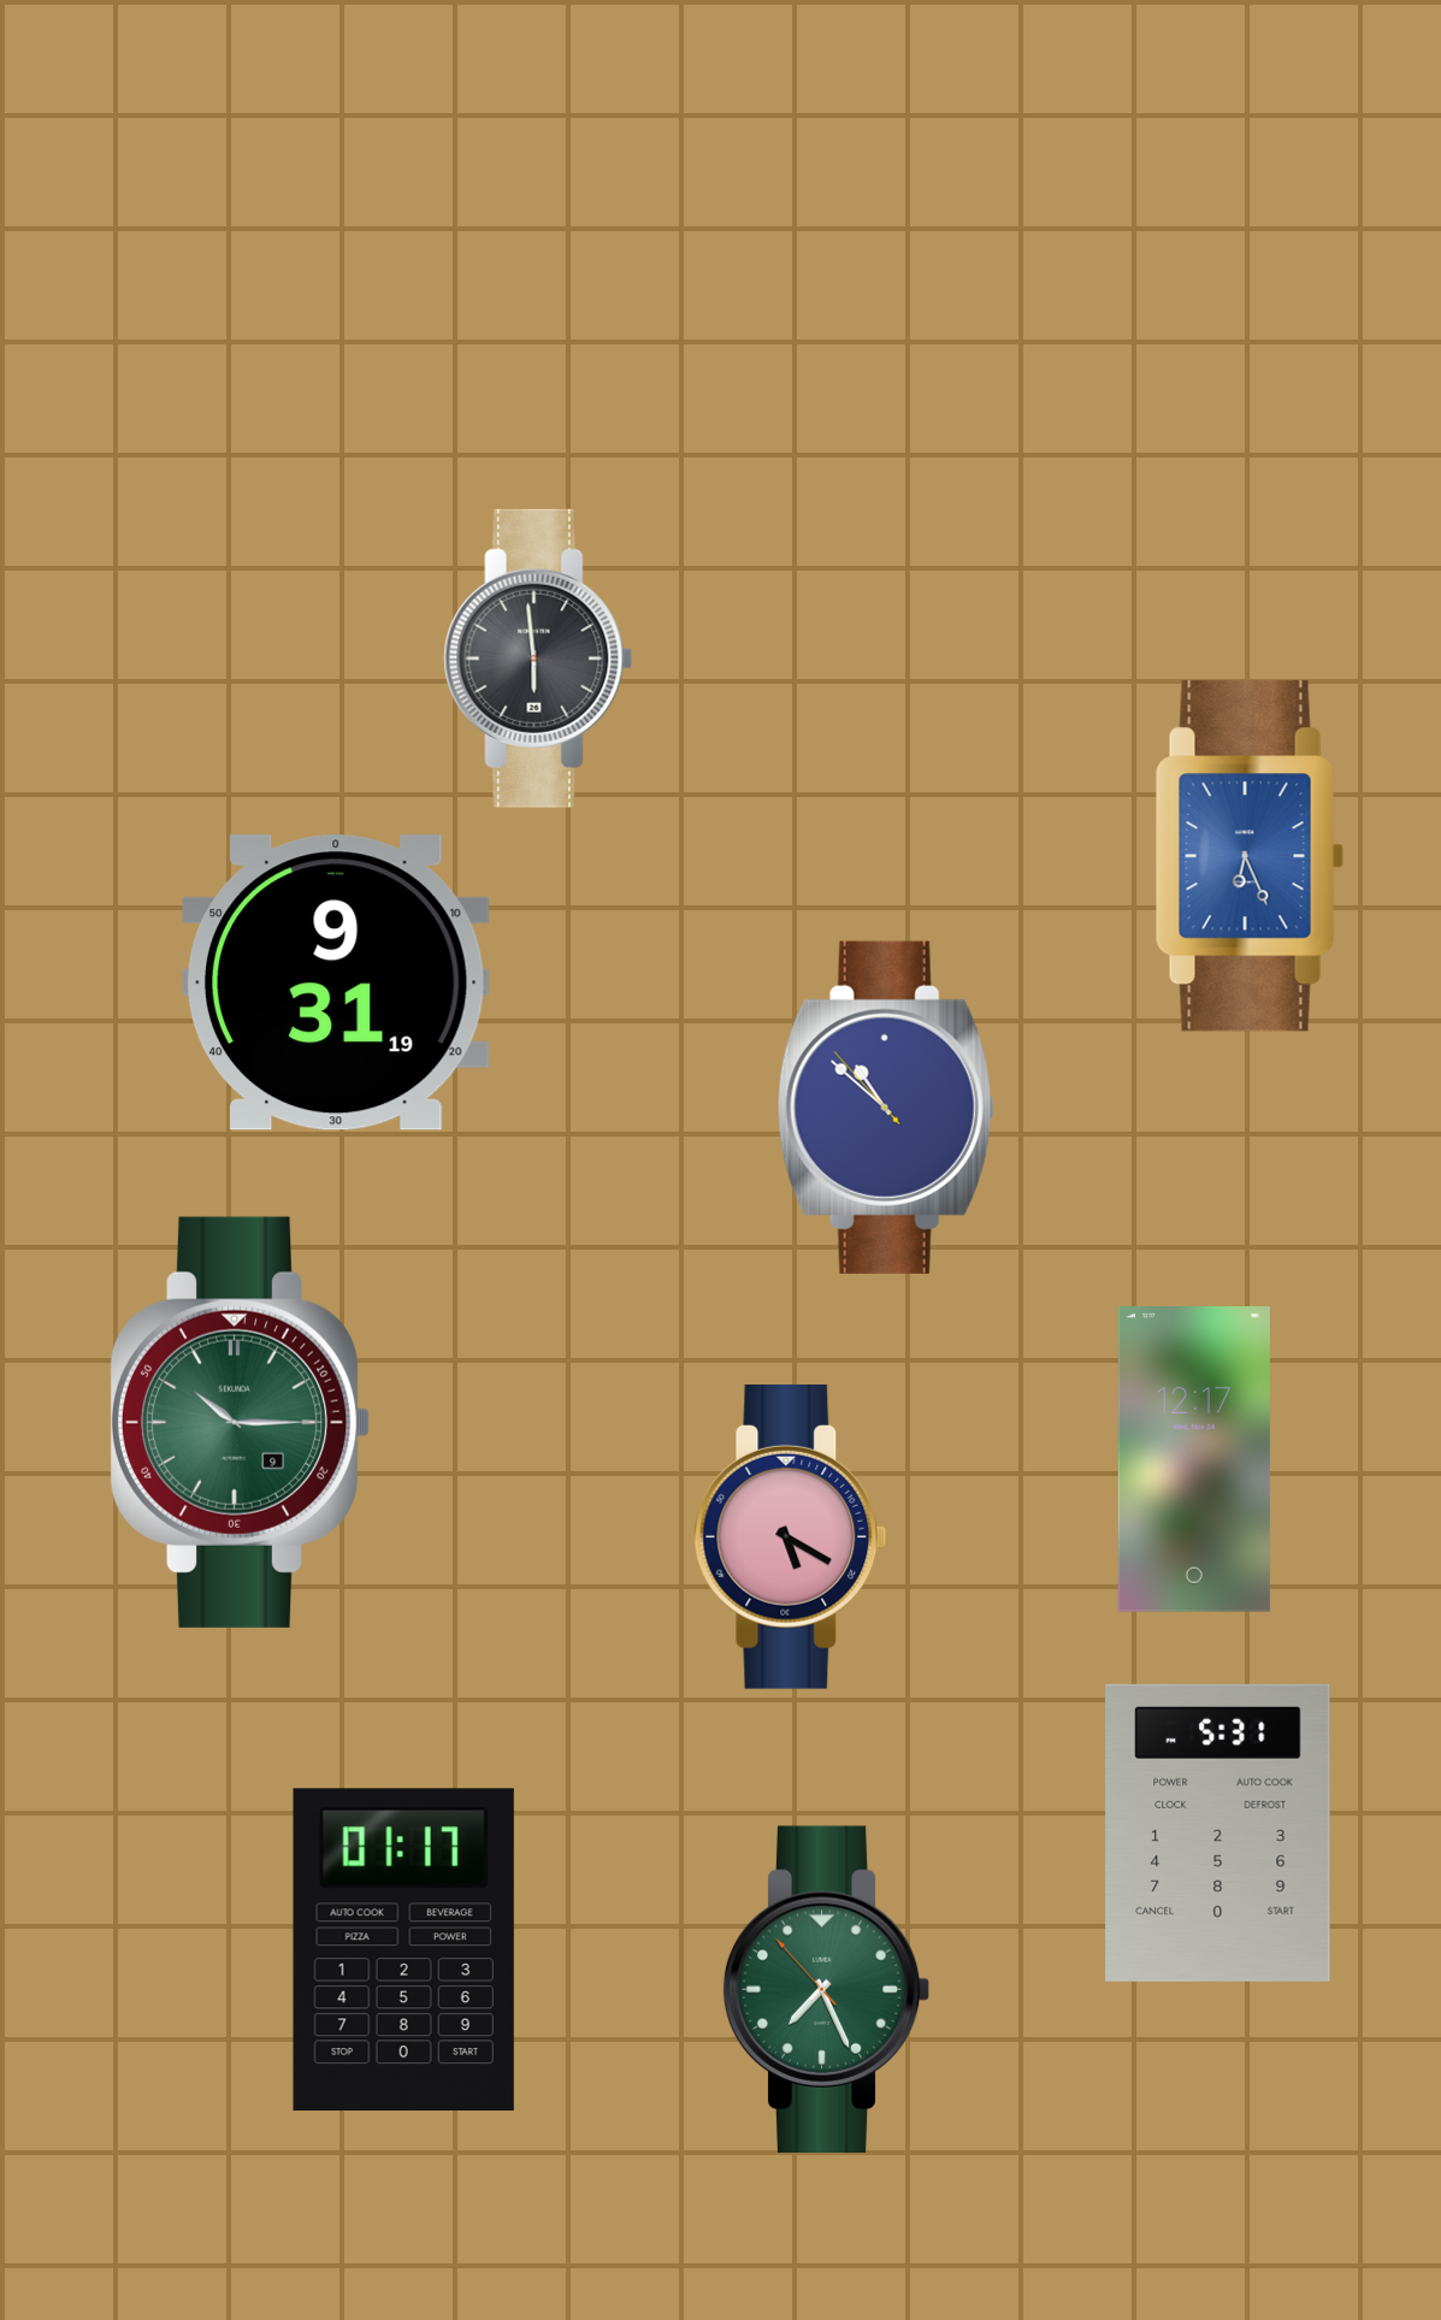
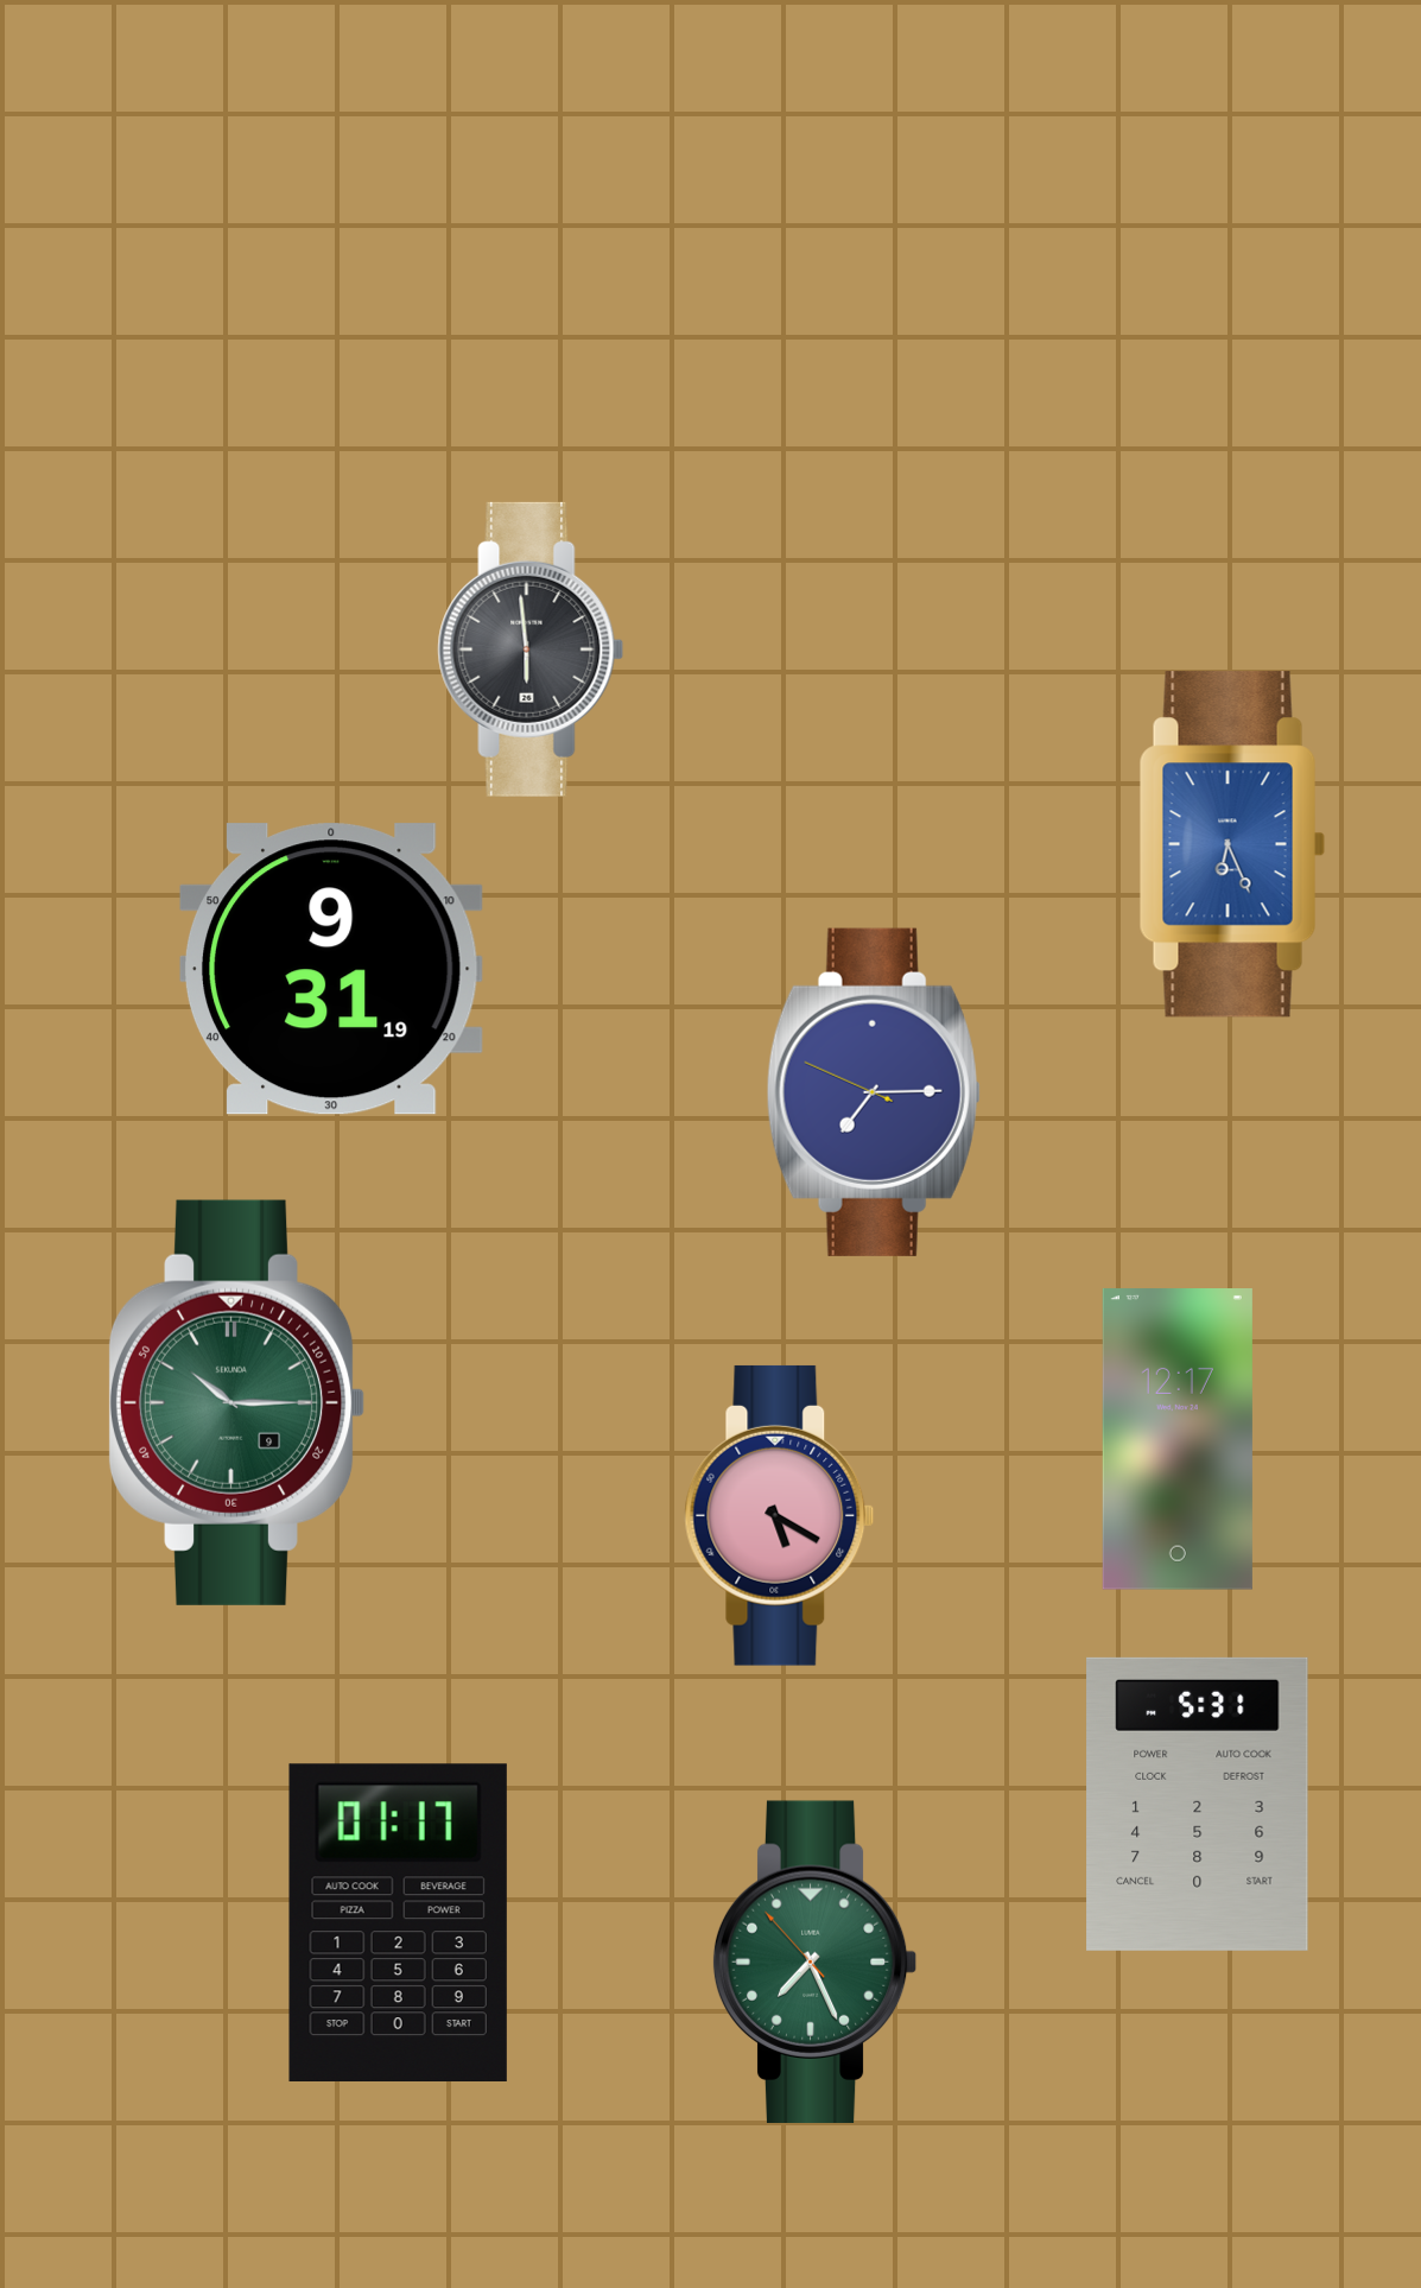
clock at (886, 1108): 10:51 -> 7:14
clock at (1218, 1832) position: (1218, 1832) -> (1198, 1804)
